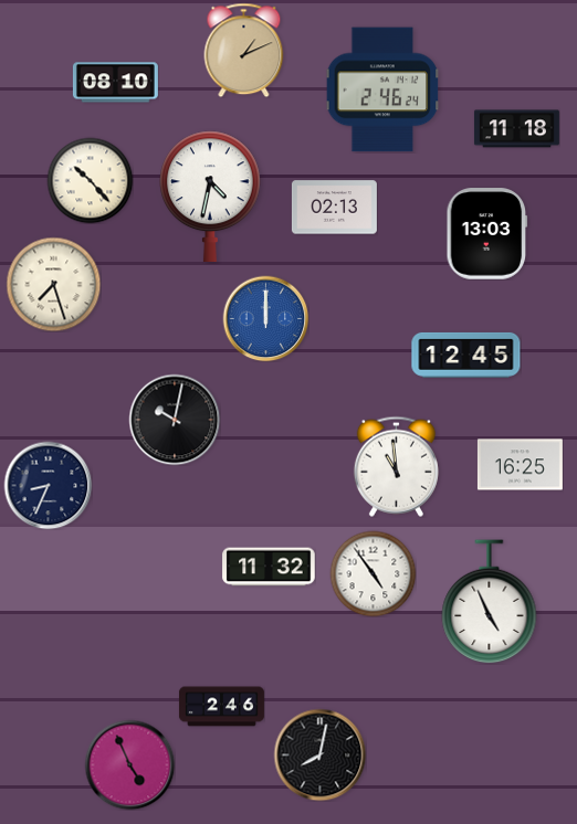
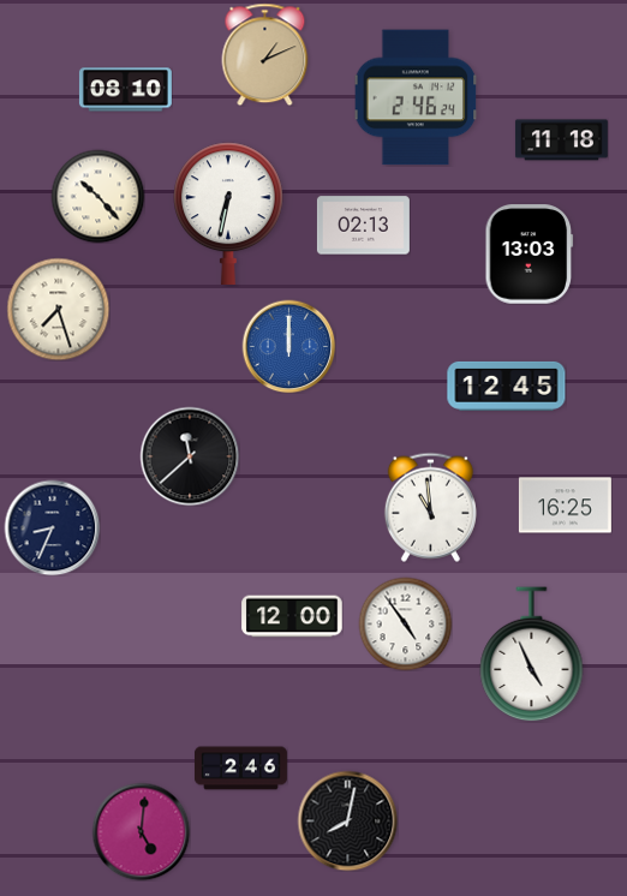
clock at (211, 196): 4:32 -> 6:32
clock at (175, 420): 10:02 -> 11:38
clock at (269, 567): 11:32 -> 12:00
clock at (129, 764): 4:56 -> 5:01
